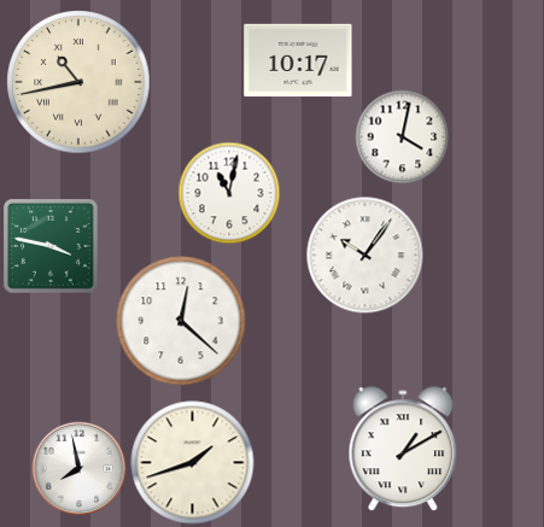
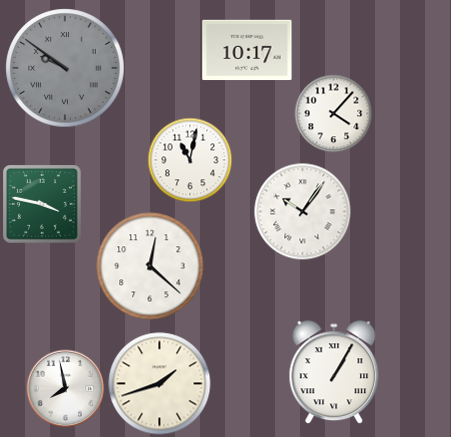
clock at (78, 82): 10:43 -> 9:51
clock at (78, 82) dial: cream -> grey
clock at (402, 136): 4:02 -> 4:07
clock at (403, 449): 1:10 -> 1:05
